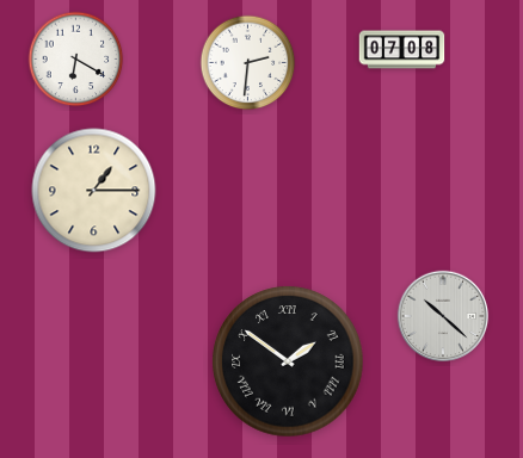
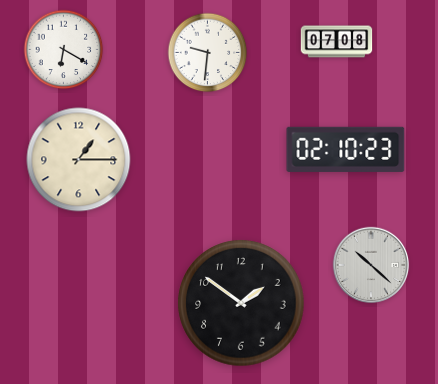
clock at (248, 63): 2:31 -> 9:31
clock at (346, 149): none -> 02:10
clock at (288, 361) numerals: Roman -> Arabic
